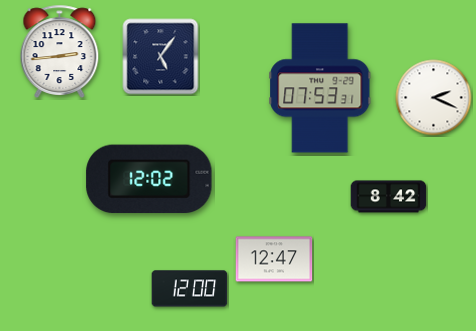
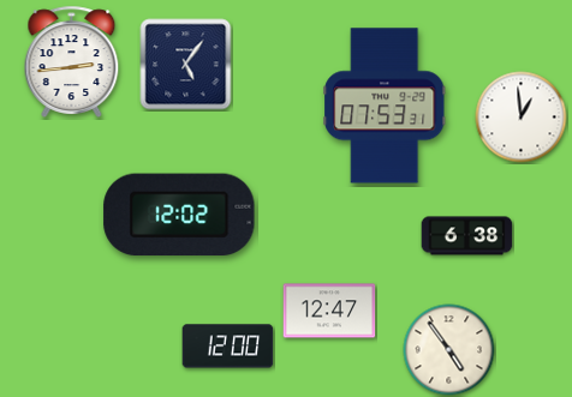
clock at (161, 57) position: (161, 57) -> (186, 65)
clock at (434, 98): 2:19 -> 12:59
clock at (389, 197): 8:42 -> 6:38
clock at (449, 350): none -> 4:54
